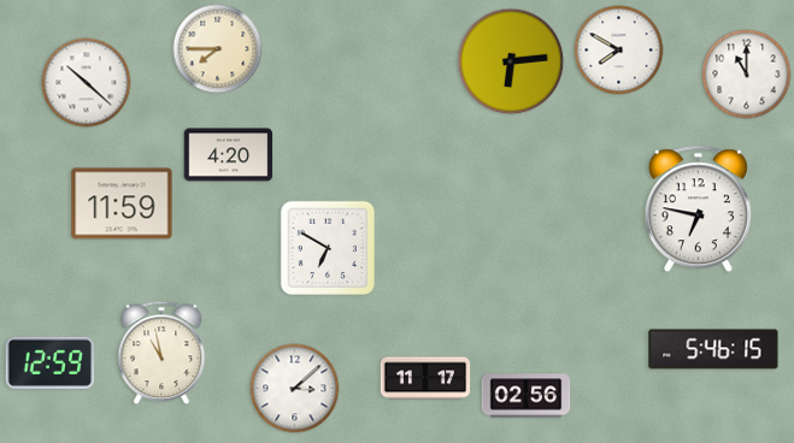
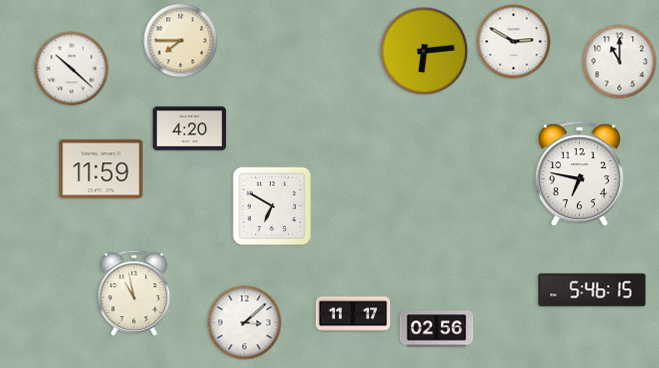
clock at (619, 51): 7:50 -> 2:50
clock at (51, 362): 12:59 -> none
